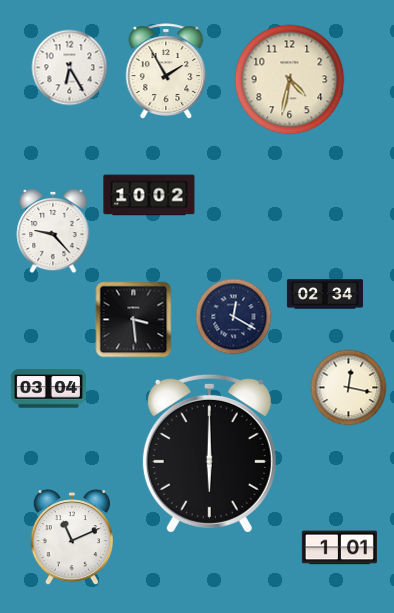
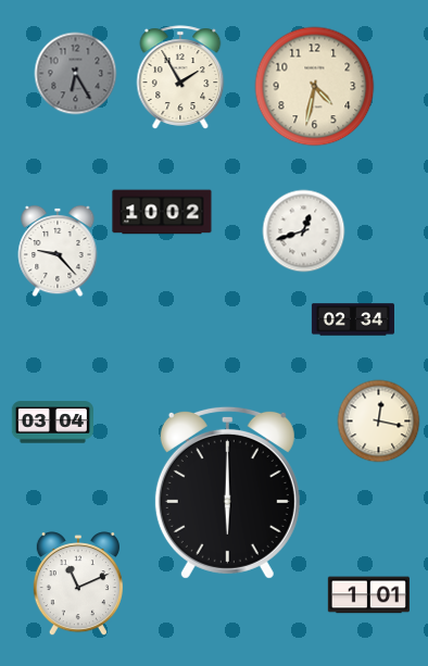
clock at (70, 68) dial: white -> grey
clock at (304, 231): none -> 12:42
clock at (234, 317): 12:20 -> none
clock at (134, 320): 3:29 -> none
